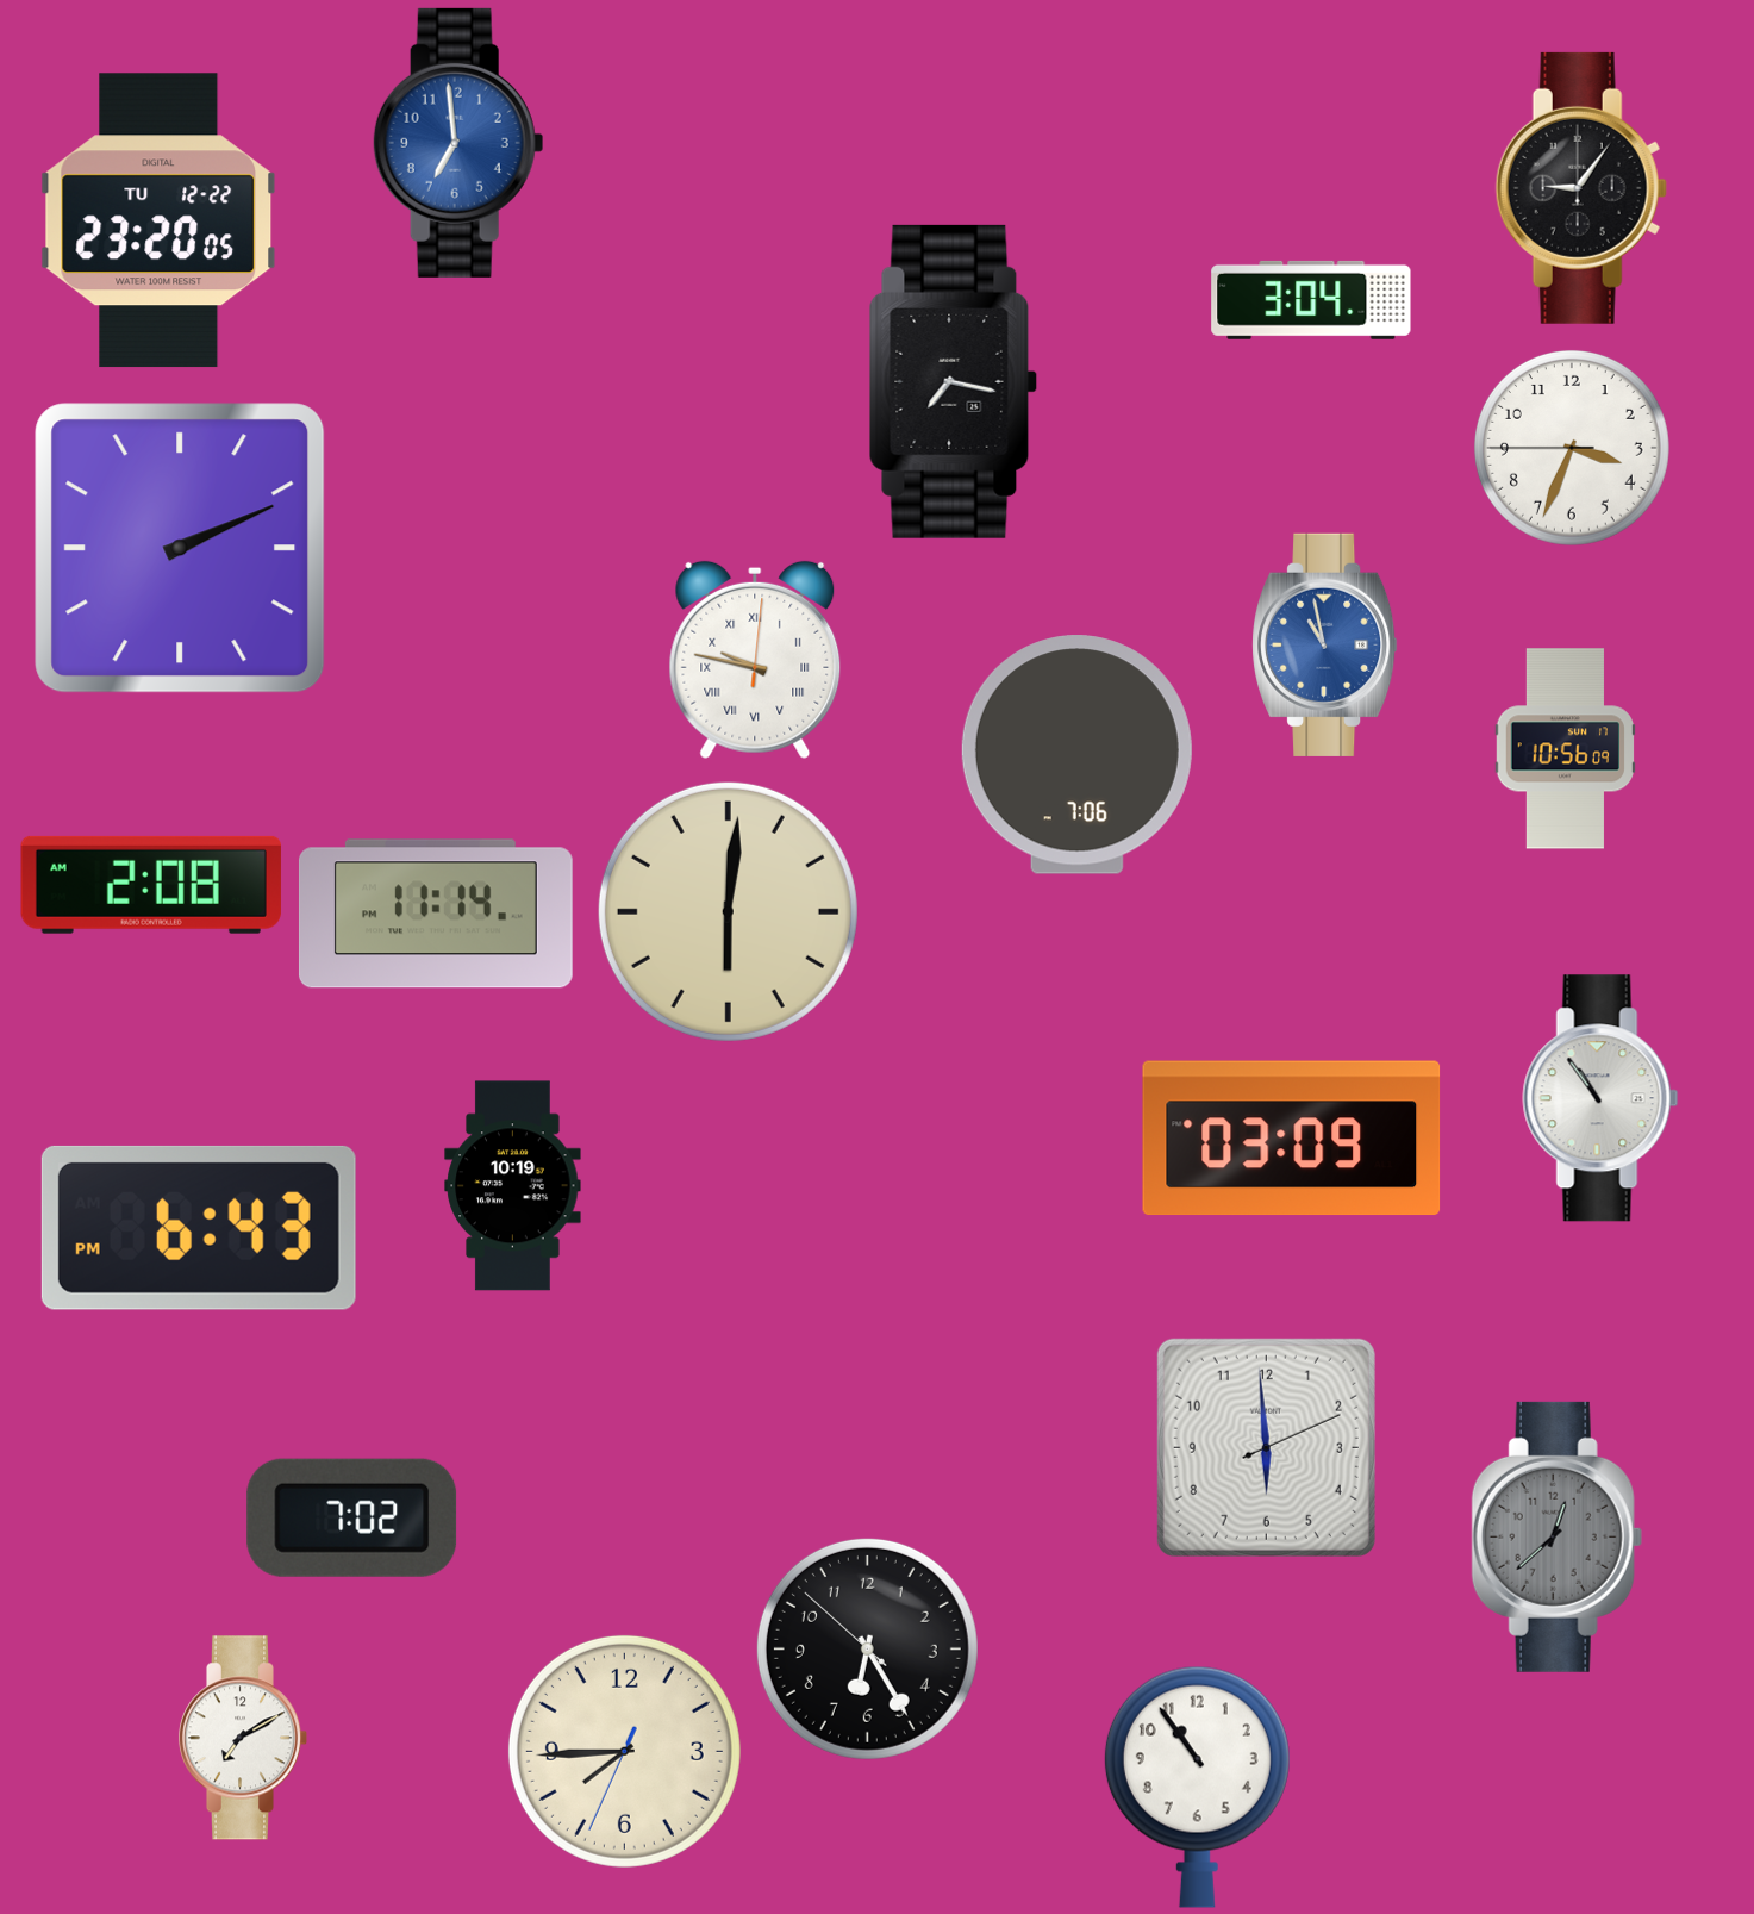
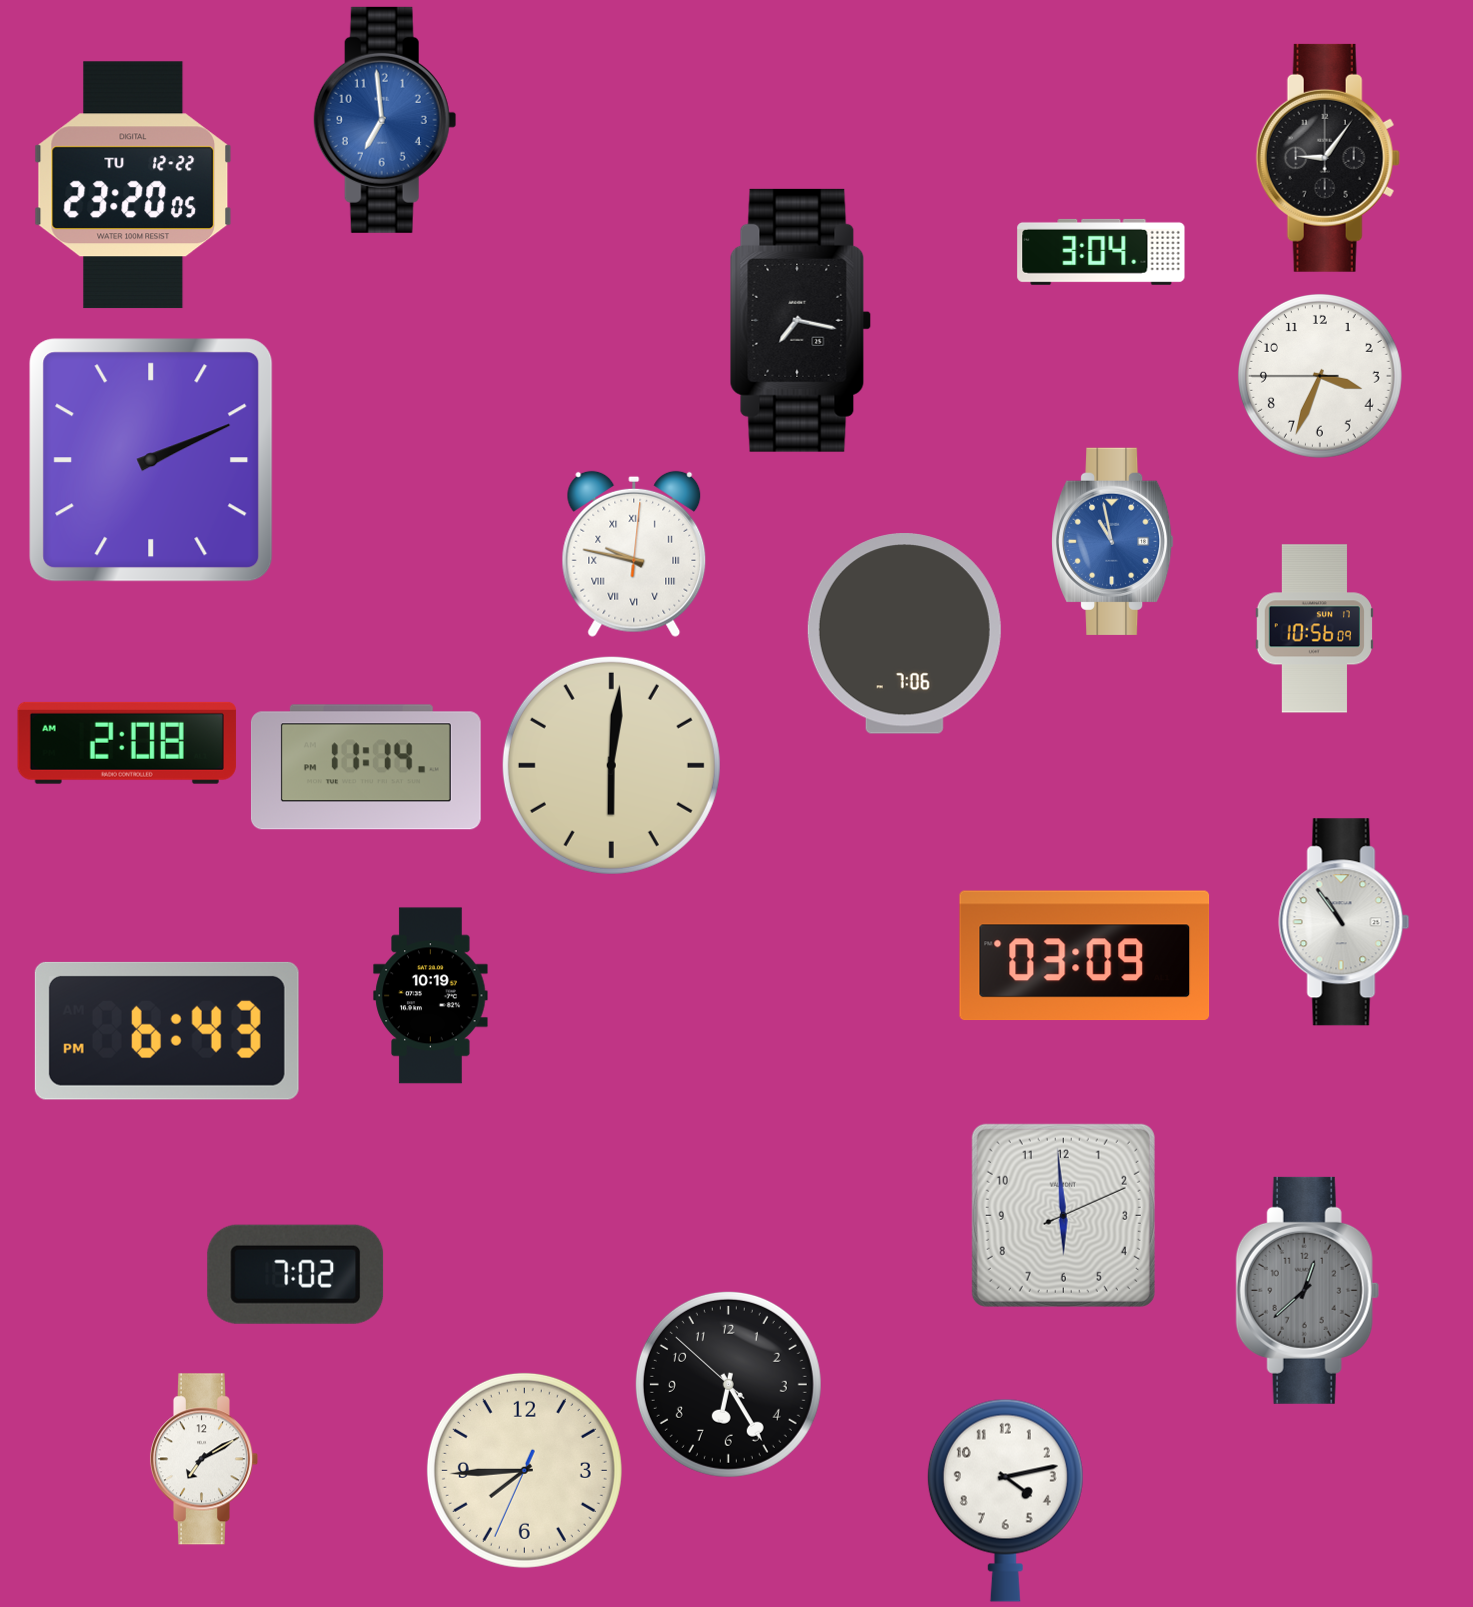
clock at (1197, 1787): 10:54 -> 4:13
